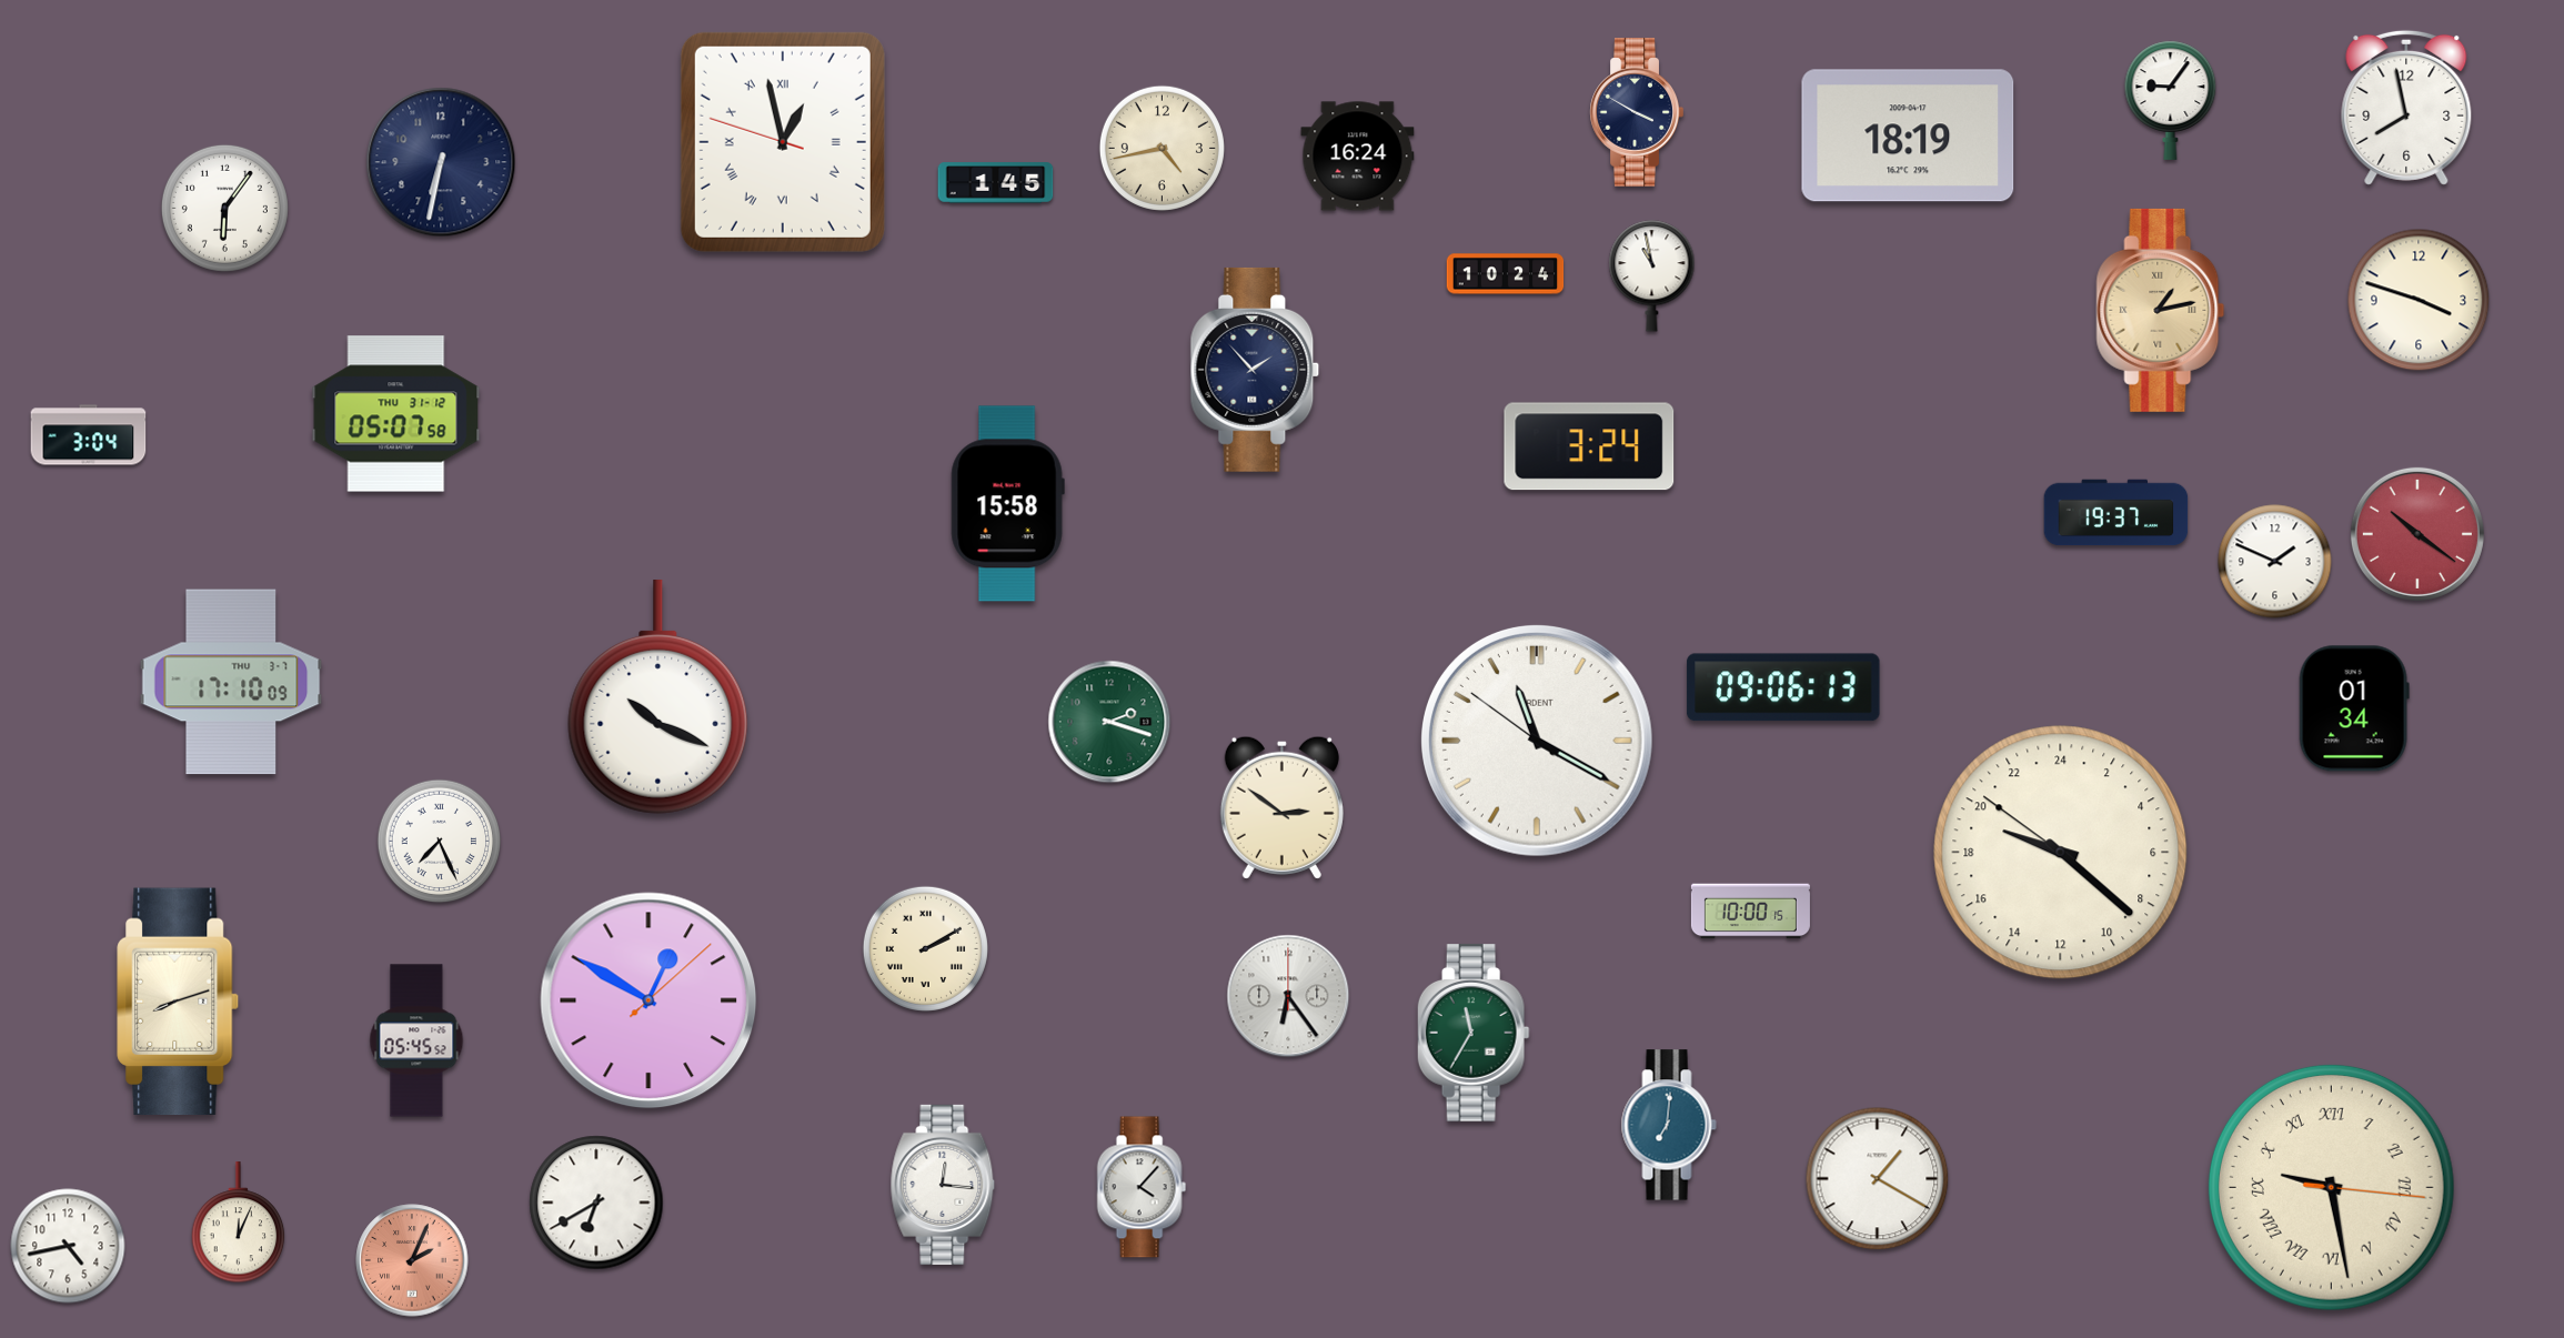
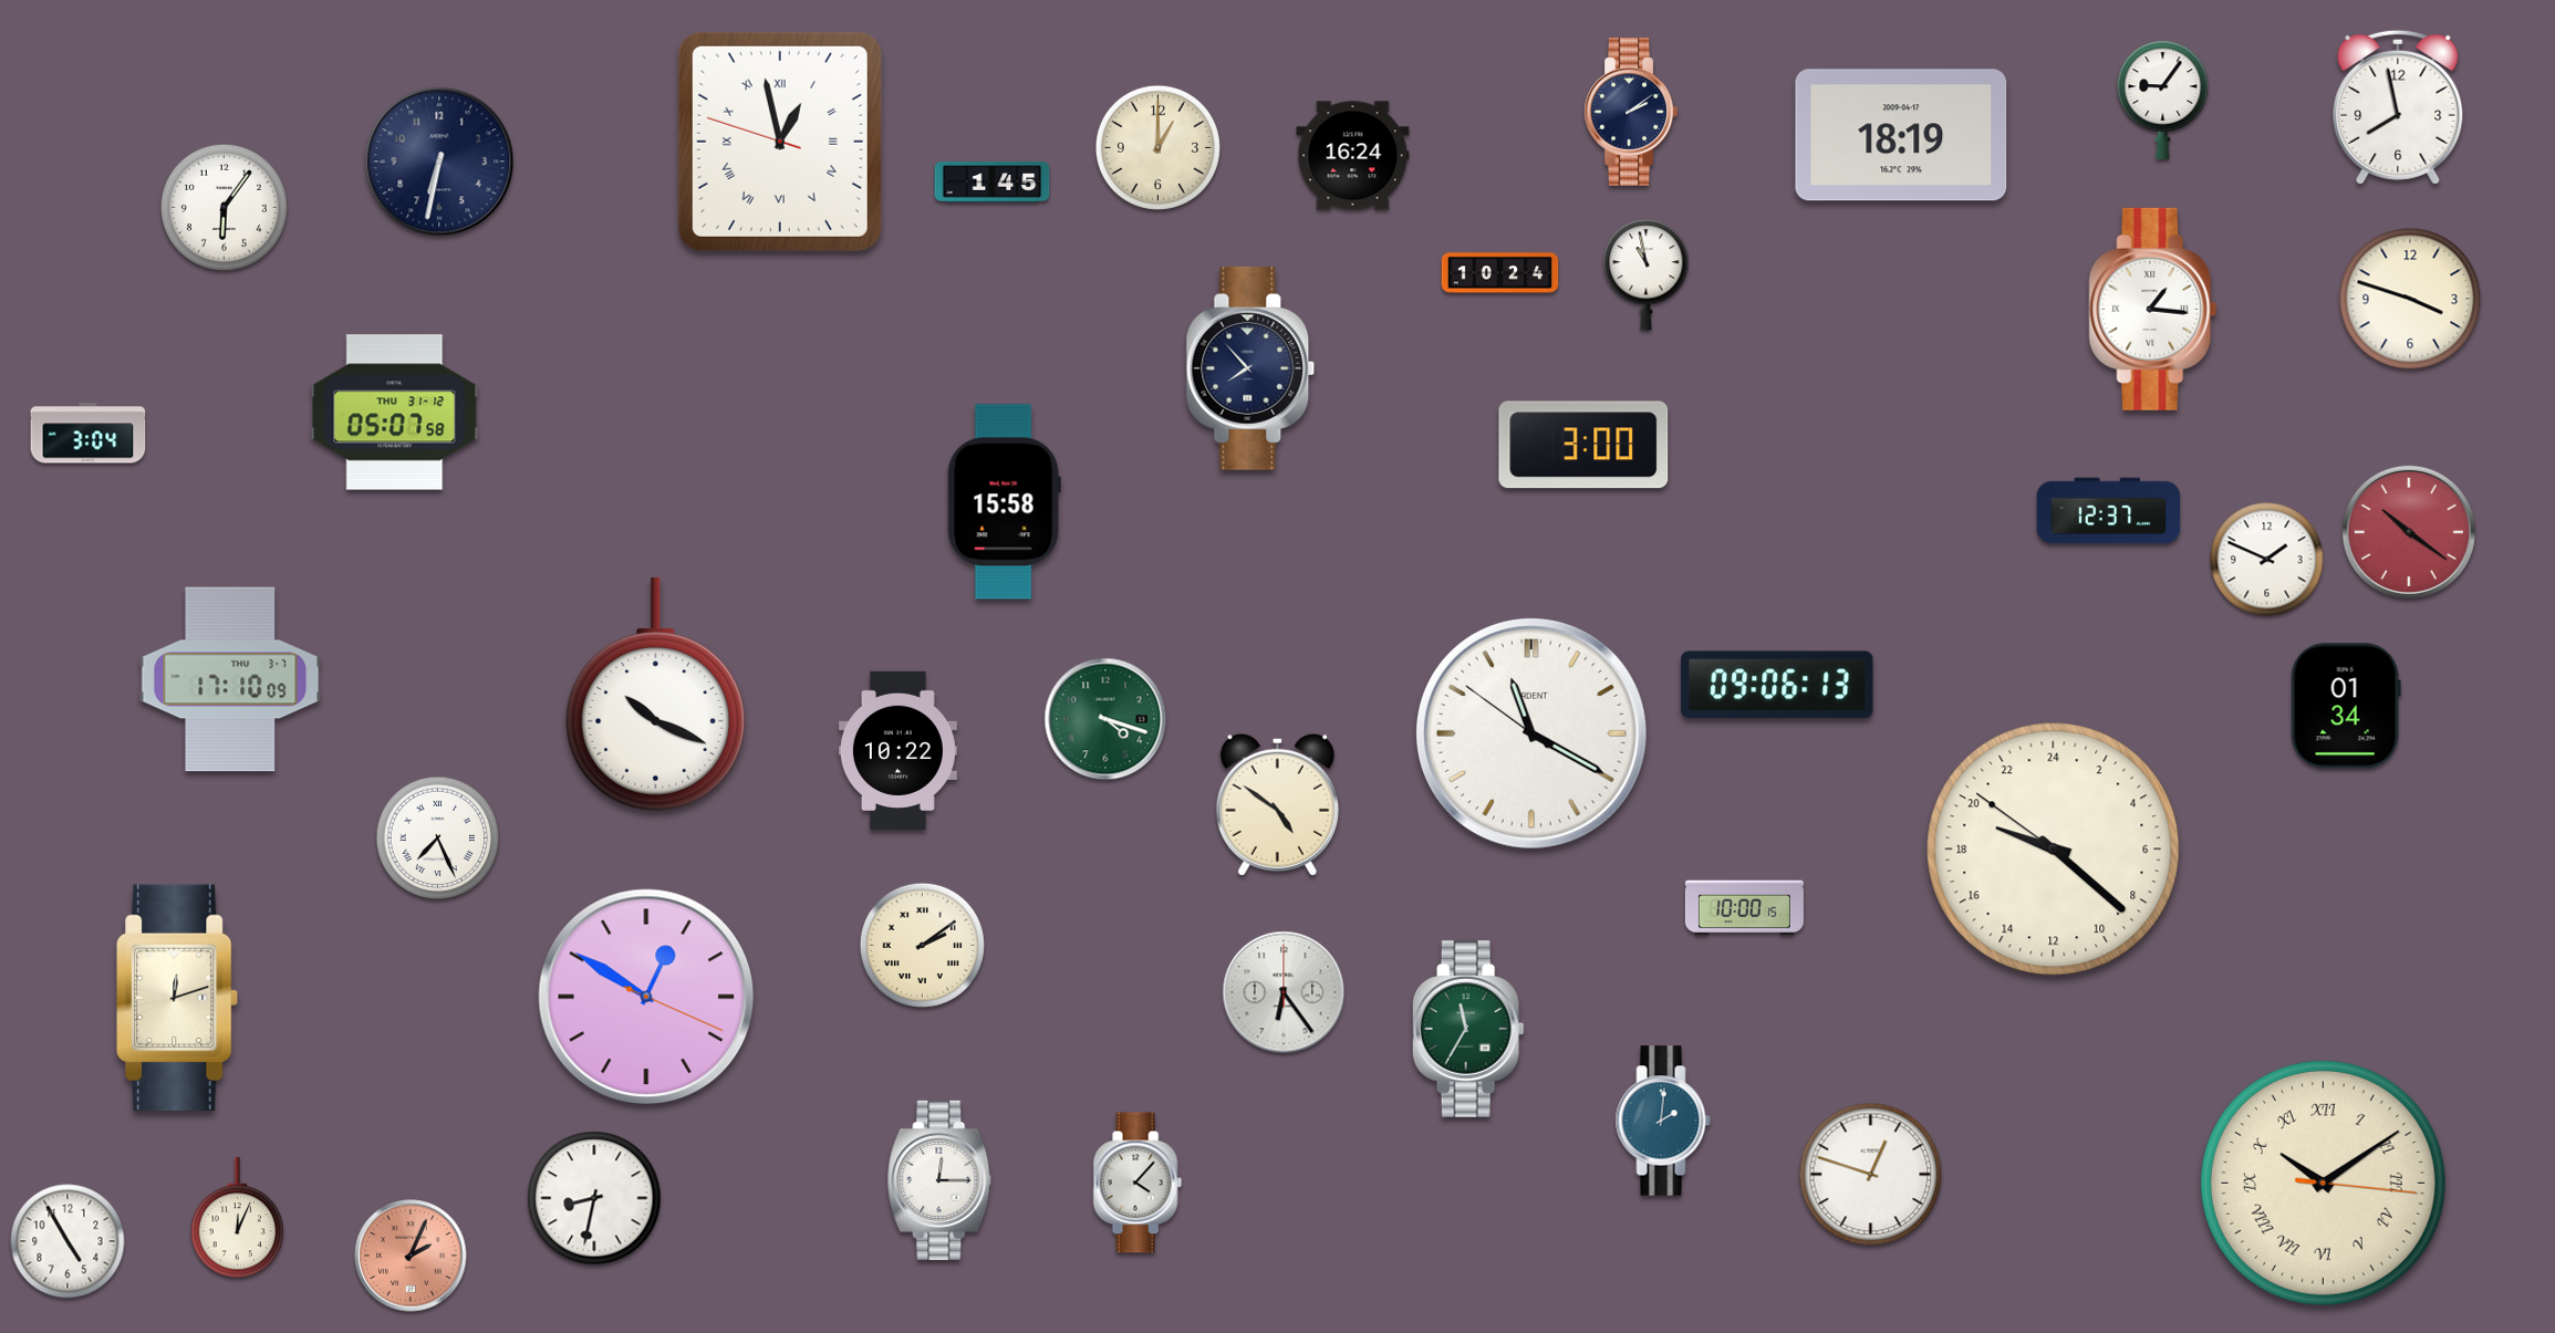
clock at (1637, 113): 3:50 -> 2:09
clock at (1162, 148): 4:43 -> 1:00
clock at (2161, 310): 1:13 -> 1:16
clock at (2161, 310) dial: champagne -> white
clock at (1255, 370): 1:53 -> 7:53
clock at (1589, 446): 3:24 -> 3:00
clock at (2116, 513): 19:37 -> 12:37
clock at (1109, 722): 2:18 -> 4:18
clock at (1537, 741) position: (1537, 741) -> (1531, 733)
clock at (897, 750): none -> 10:22
clock at (1281, 807): 2:51 -> 4:51
clock at (925, 948): 2:10 -> 2:09
clock at (648, 1000): 12:50:08 -> 12:50:19
clock at (178, 1002): 8:12 -> 12:12
clock at (416, 1040): 05:45 -> none
clock at (1669, 1125): 7:01 -> 2:01
clock at (1878, 1179): 1:20 -> 12:48
clock at (943, 1185): 12:16 -> 12:15
clock at (2331, 1187): 9:28 -> 10:09
clock at (596, 1203): 6:40 -> 8:32
clock at (68, 1246): 4:43 -> 4:55
